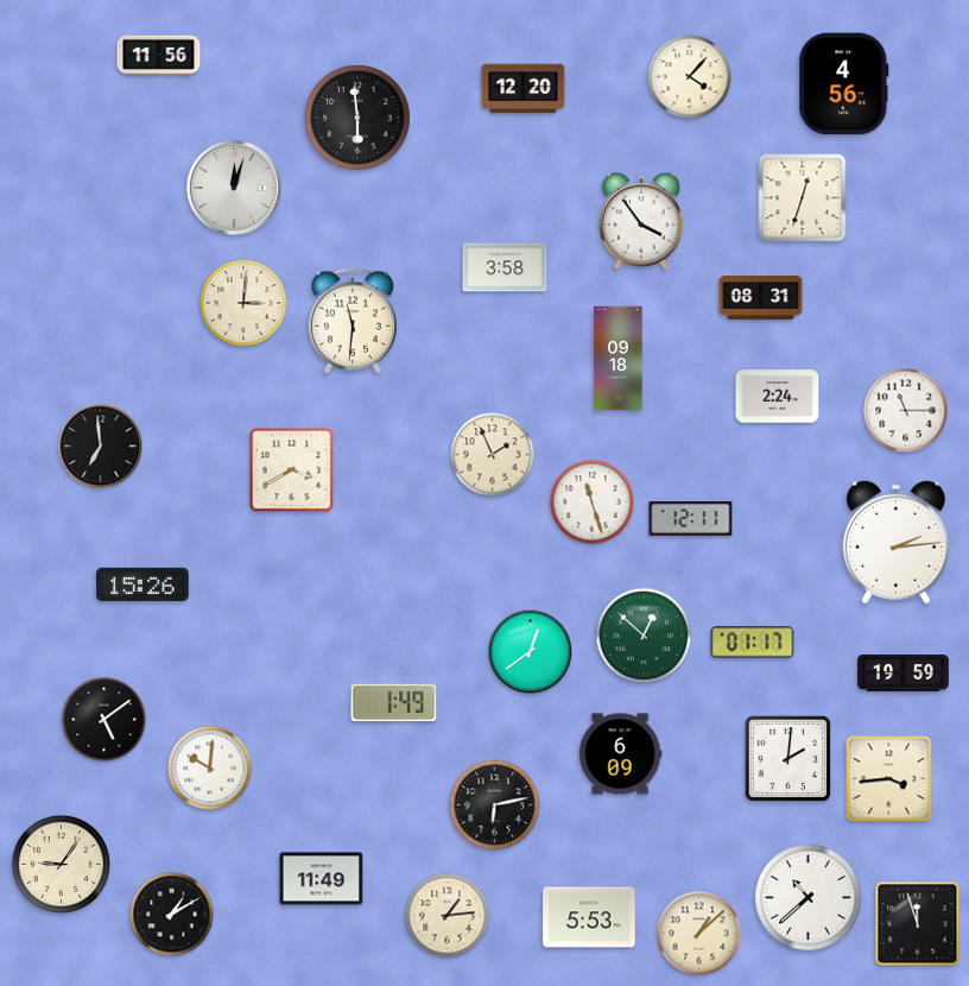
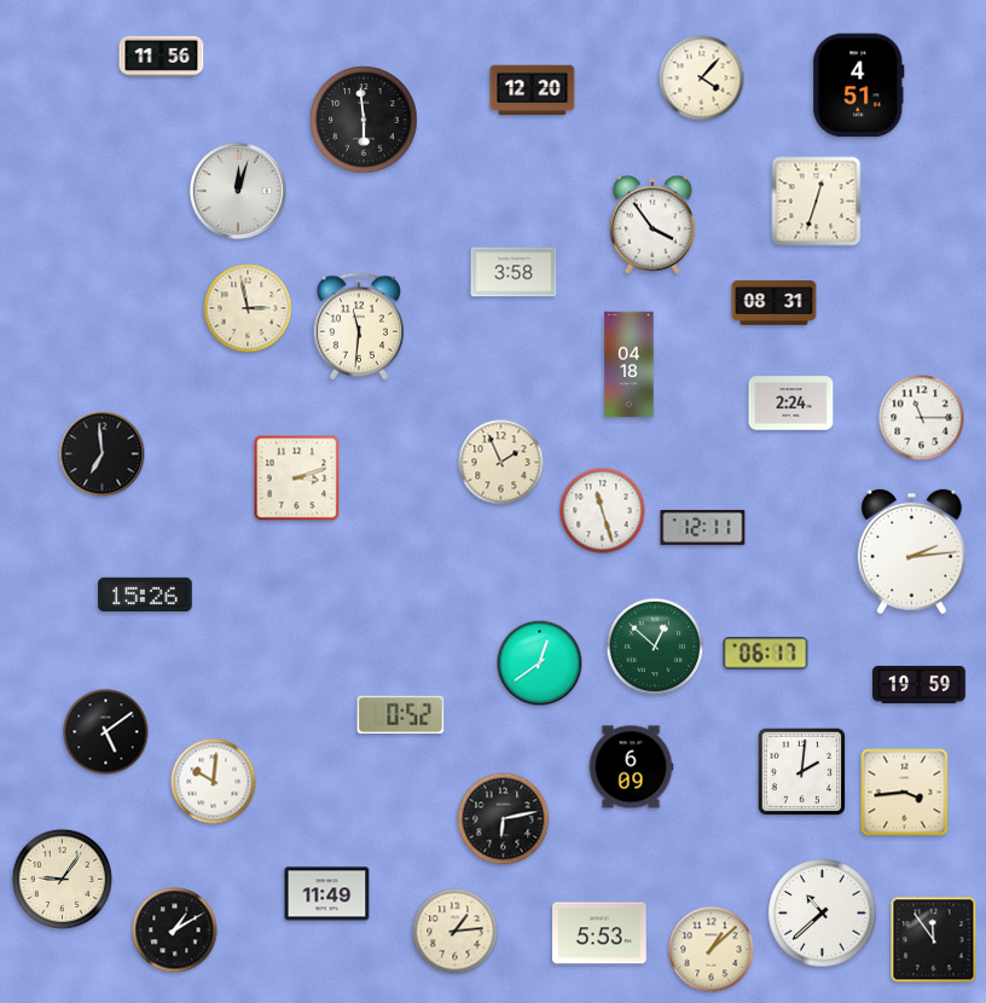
clock at (844, 84): 4:56 -> 4:51
clock at (243, 303): 3:01 -> 2:58
clock at (619, 359): 09:18 -> 04:18
clock at (292, 470): 3:40 -> 3:12
clock at (753, 643): 01:17 -> 06:17
clock at (394, 702): 1:49 -> 0:52
clock at (918, 924): 11:57 -> 11:54
